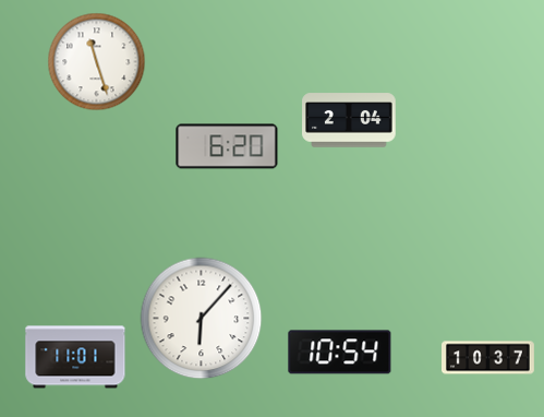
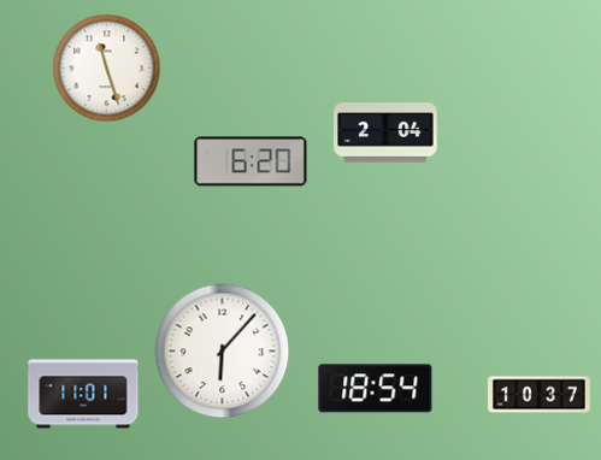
clock at (340, 353): 10:54 -> 18:54
